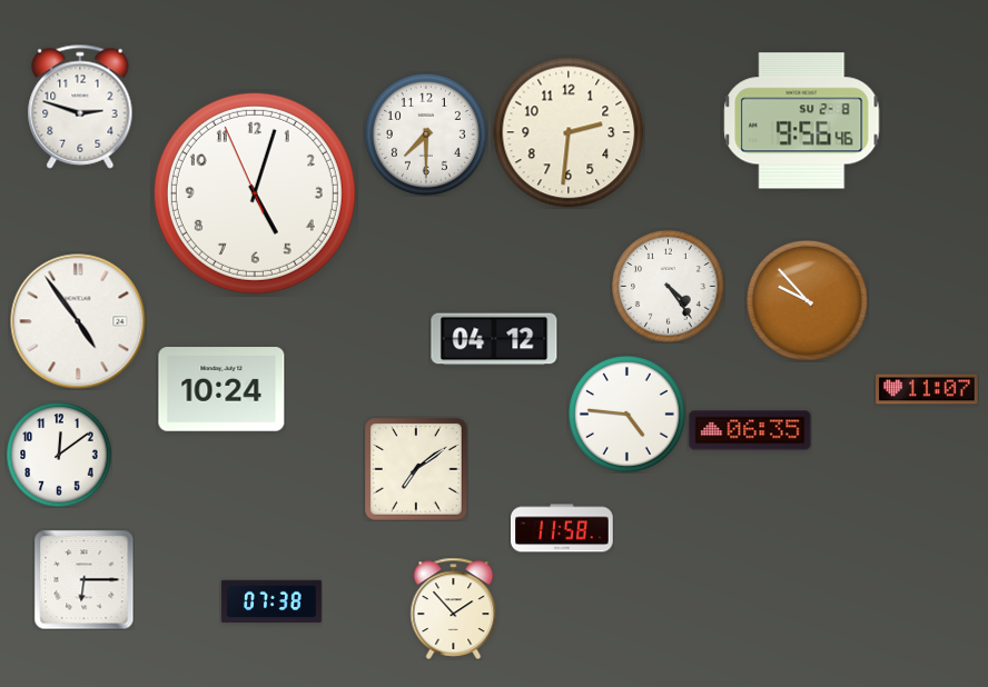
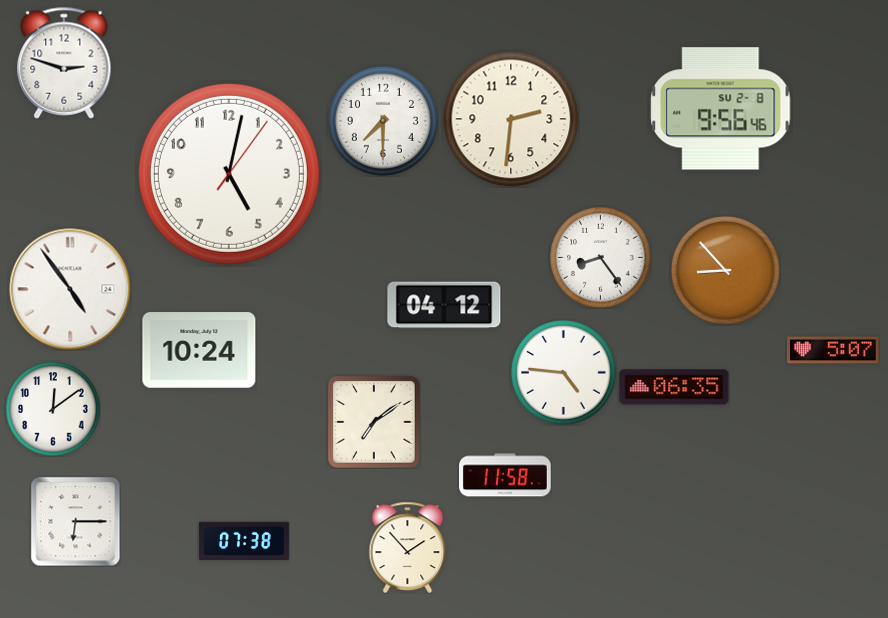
clock at (80, 107) position: (80, 107) -> (64, 63)
clock at (255, 193): 5:02:56 -> 5:02:06
clock at (669, 287): 4:24 -> 8:24
clock at (807, 300): 9:53 -> 8:53
clock at (927, 389): 11:07 -> 5:07
